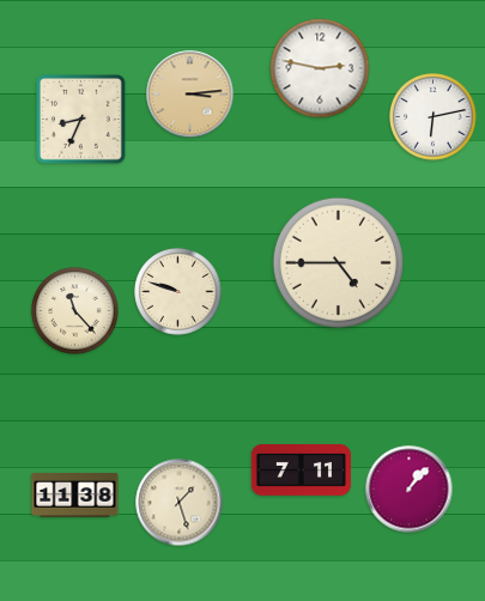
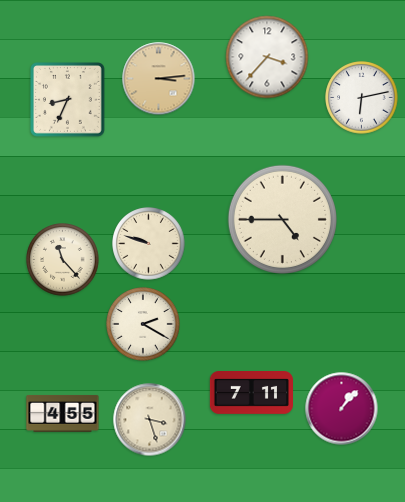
clock at (320, 68): 2:47 -> 3:37
clock at (143, 324): none -> 2:20
clock at (75, 494): 11:38 -> 4:55
clock at (180, 503): 1:27 -> 3:27
